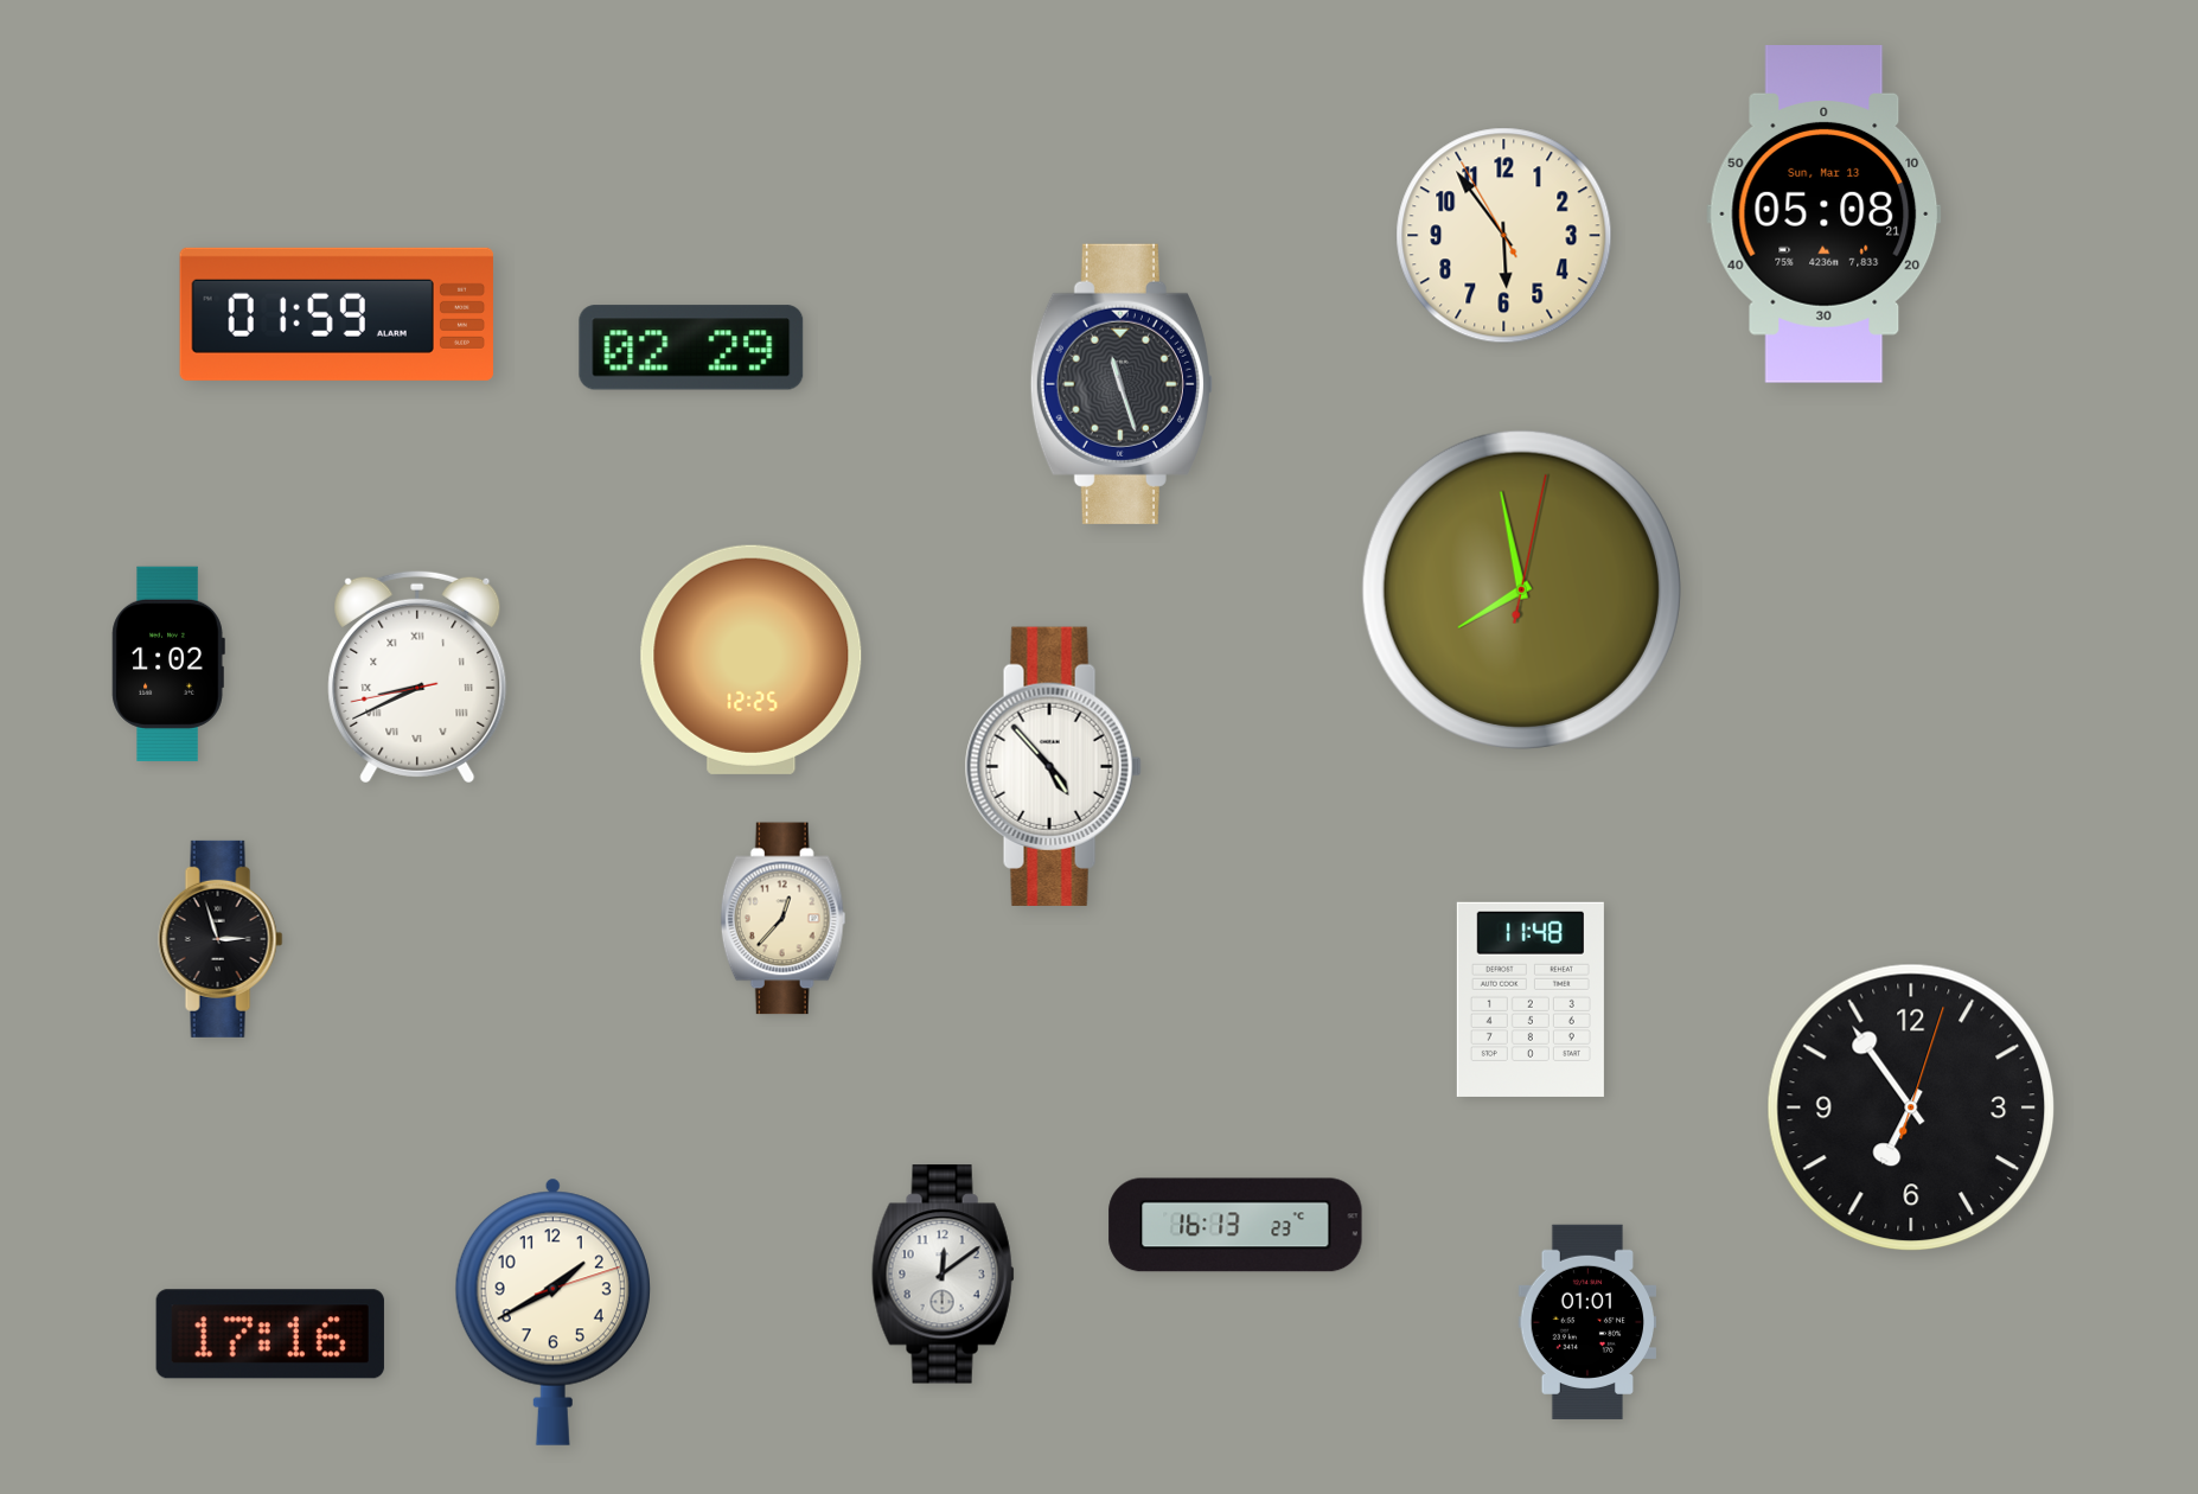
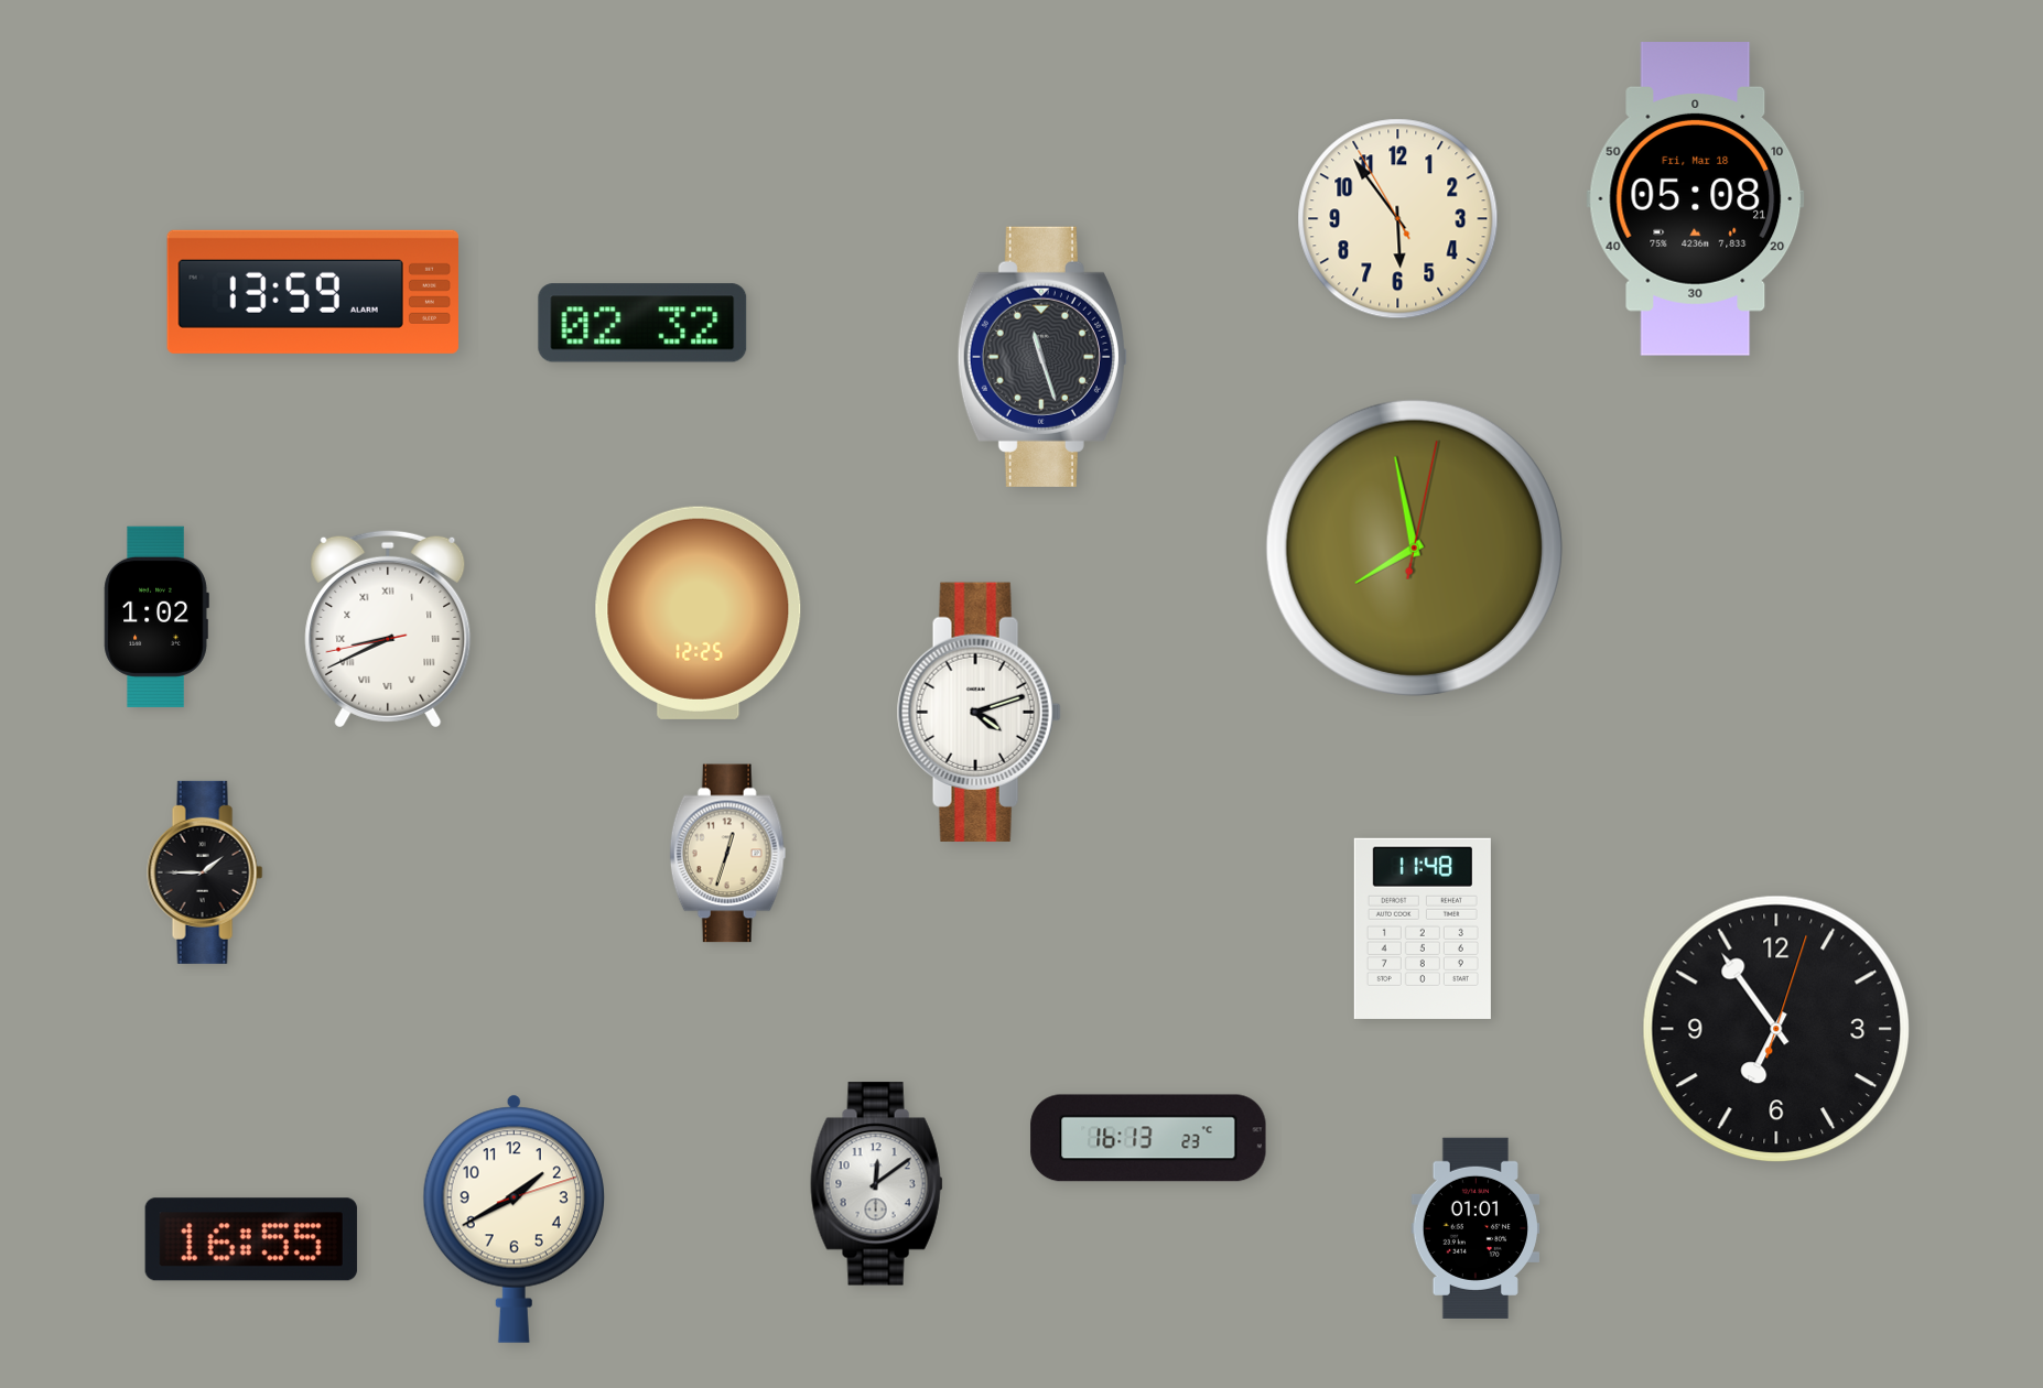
clock at (1825, 215) date: Sun, Mar 13 -> Fri, Mar 18
clock at (337, 314): 01:59 -> 13:59
clock at (691, 347): 02:29 -> 02:32
clock at (1053, 766): 4:53 -> 4:12
clock at (784, 919): 12:37 -> 12:33
clock at (221, 939): 2:57 -> 1:45
clock at (270, 1334): 17:16 -> 16:55
